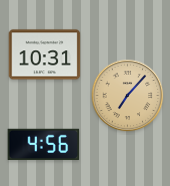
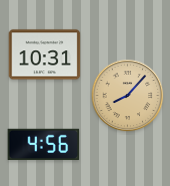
clock at (128, 96): 7:07 -> 8:07
